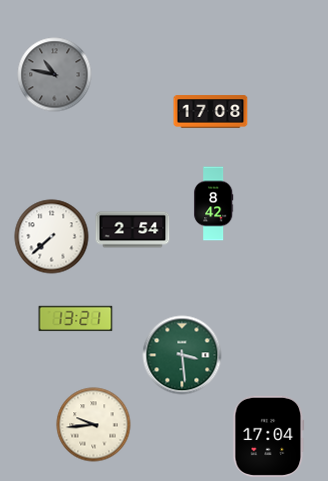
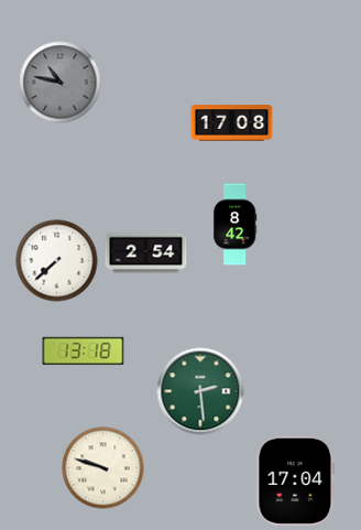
clock at (76, 319): 13:21 -> 13:18
clock at (182, 355): 3:29 -> 2:29
clock at (94, 425): 9:44 -> 9:48
